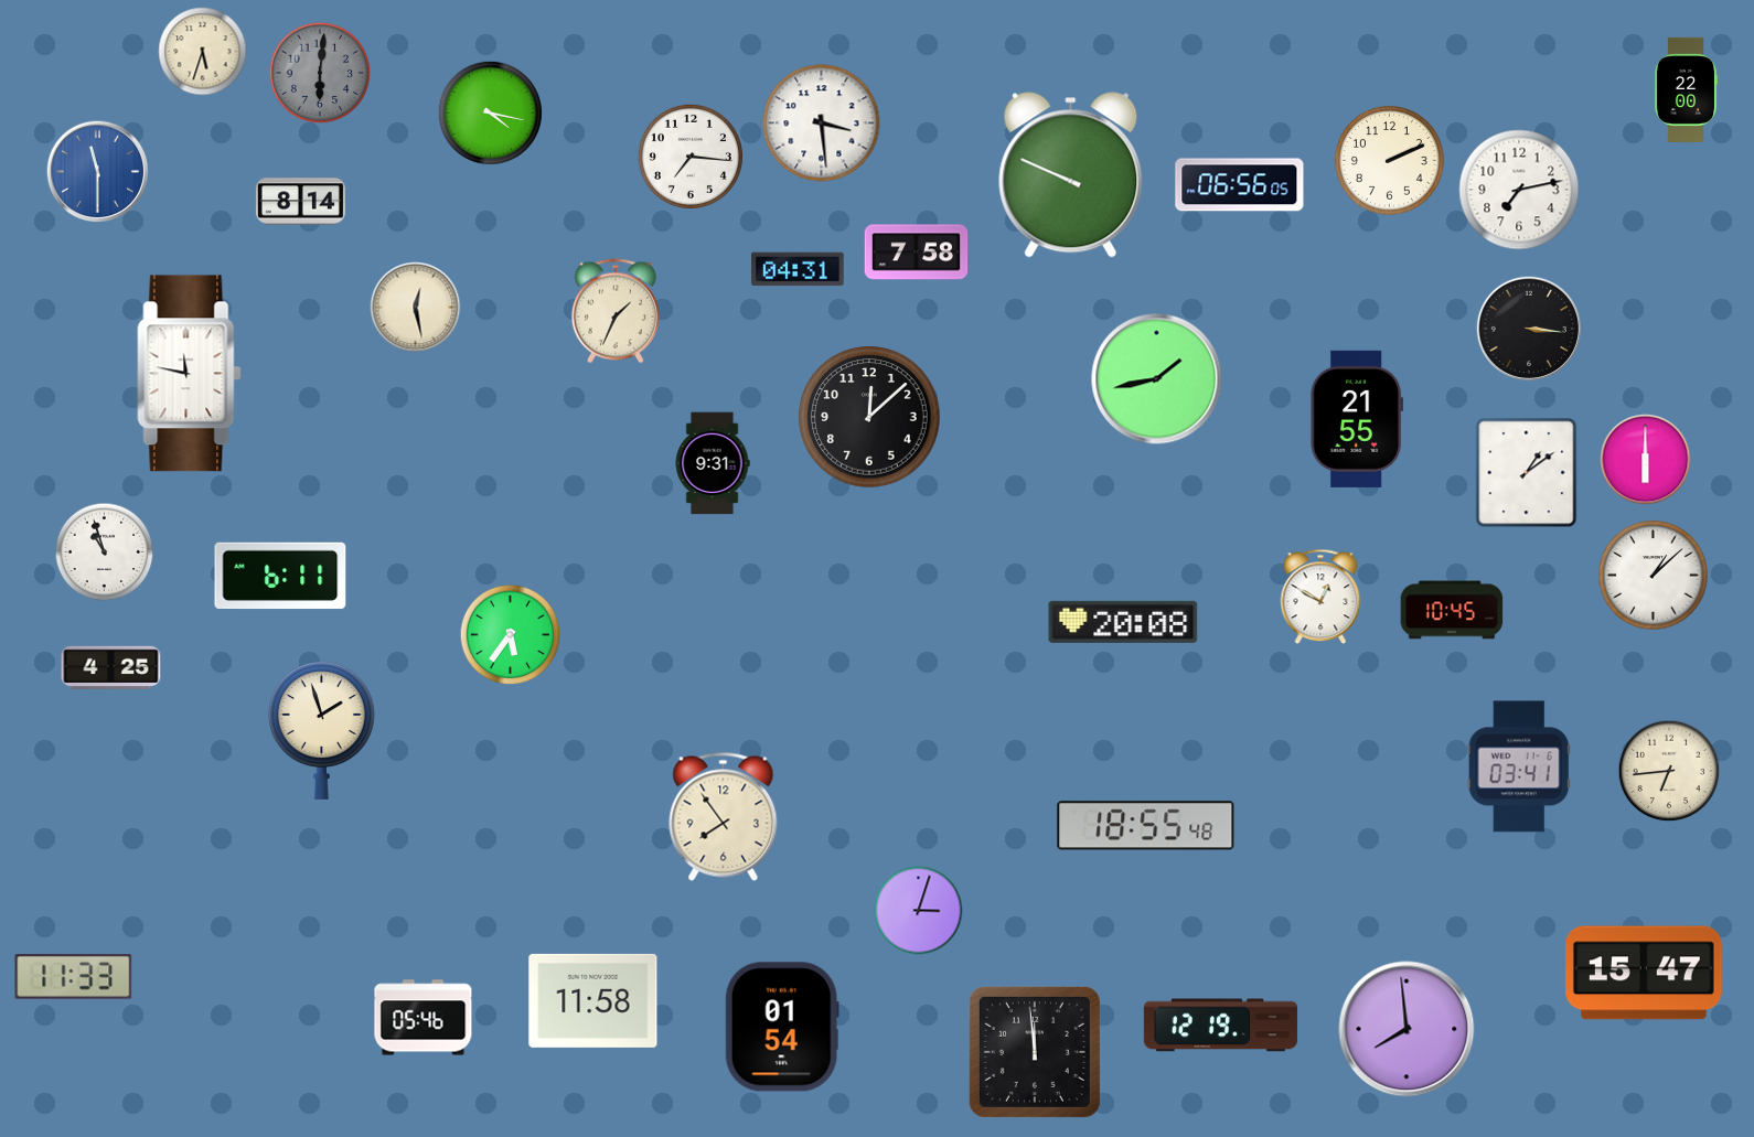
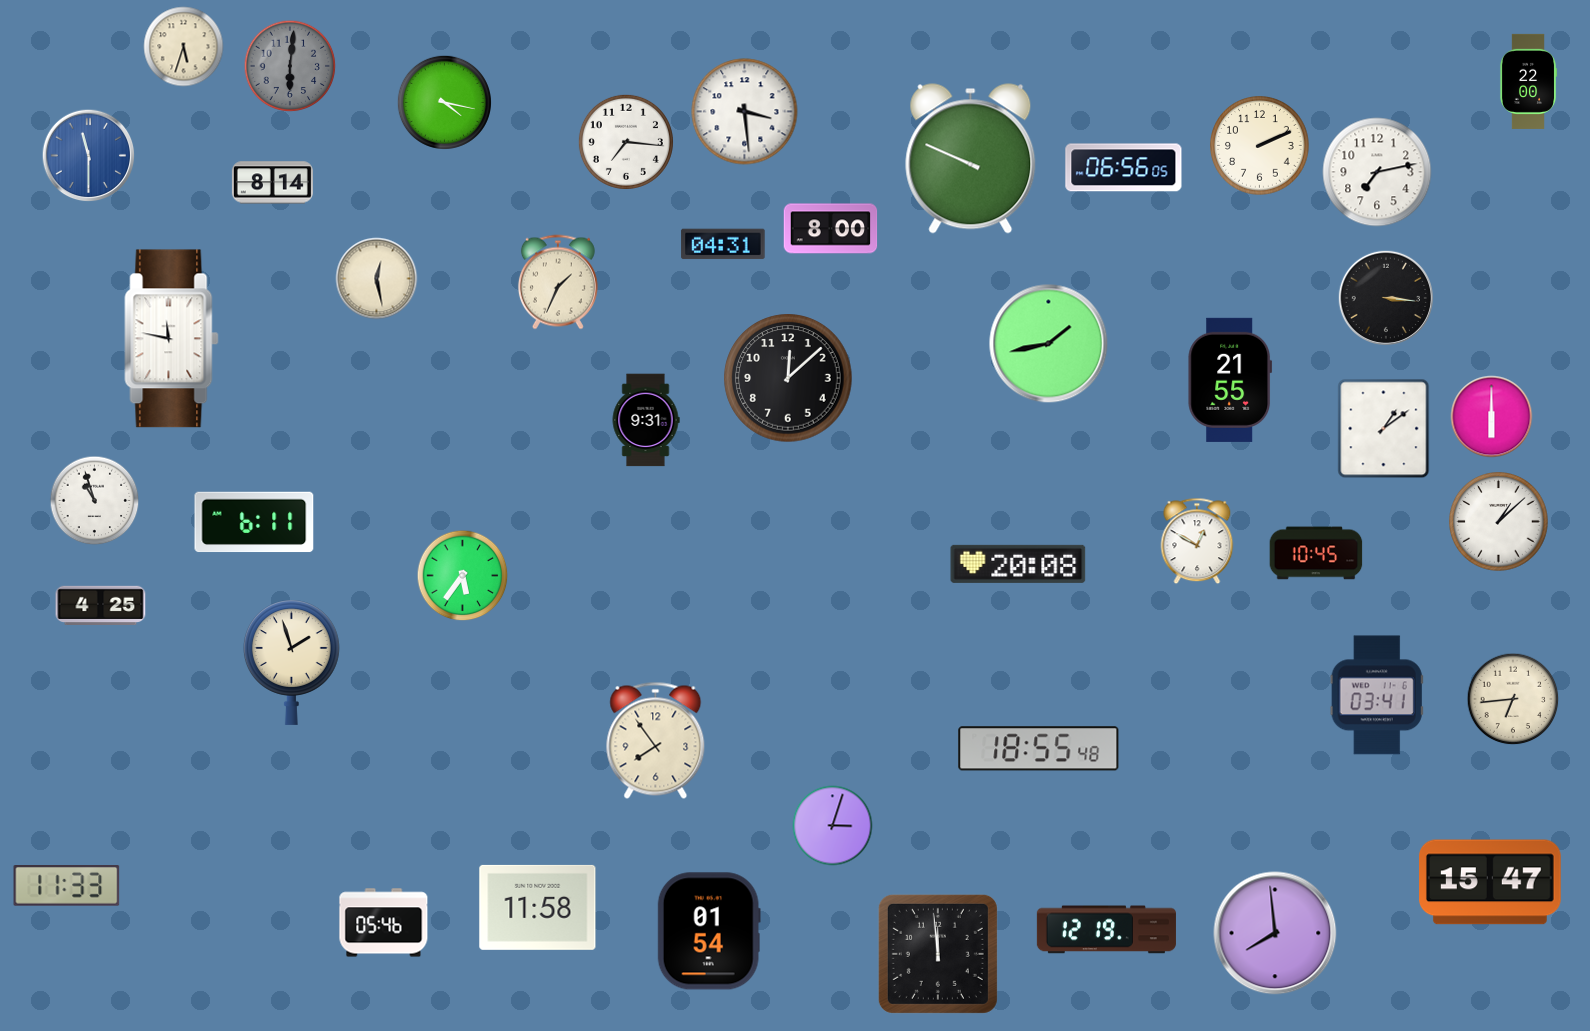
clock at (917, 253): 7:58 -> 8:00
